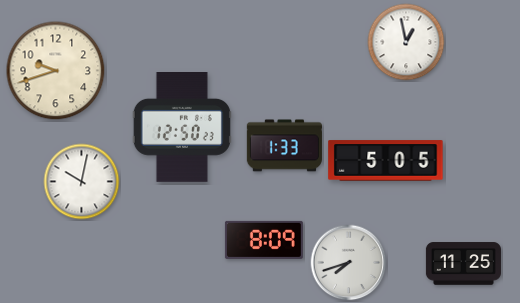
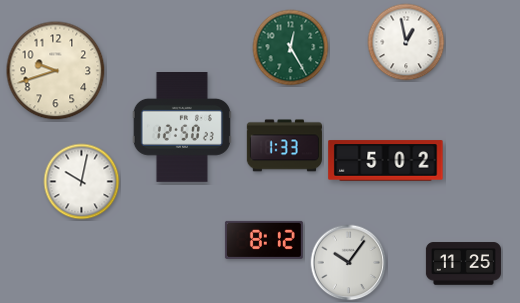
clock at (291, 48): none -> 12:25
clock at (386, 161): 5:05 -> 5:02
clock at (264, 240): 8:09 -> 8:12
clock at (349, 263): 7:42 -> 10:06
